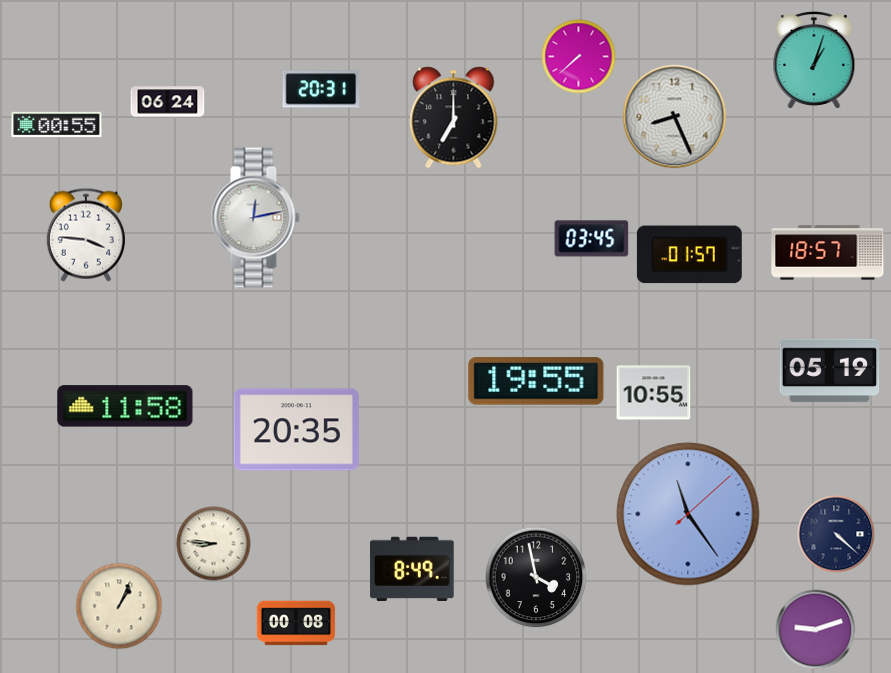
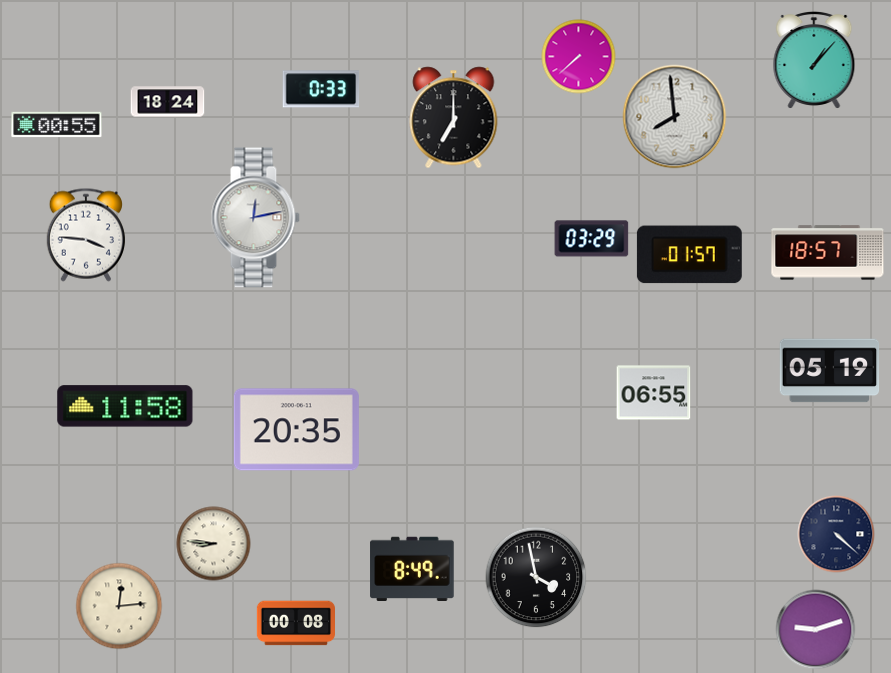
clock at (814, 60): 1:03 -> 1:07
clock at (321, 89): 20:31 -> 0:33
clock at (168, 102): 06:24 -> 18:24
clock at (675, 117): 8:26 -> 7:59
clock at (592, 239): 03:45 -> 03:29
clock at (536, 381): 19:55 -> none
clock at (654, 393): 10:55 -> 06:55
clock at (688, 514): 11:24 -> none
clock at (119, 606): 1:04 -> 12:14
